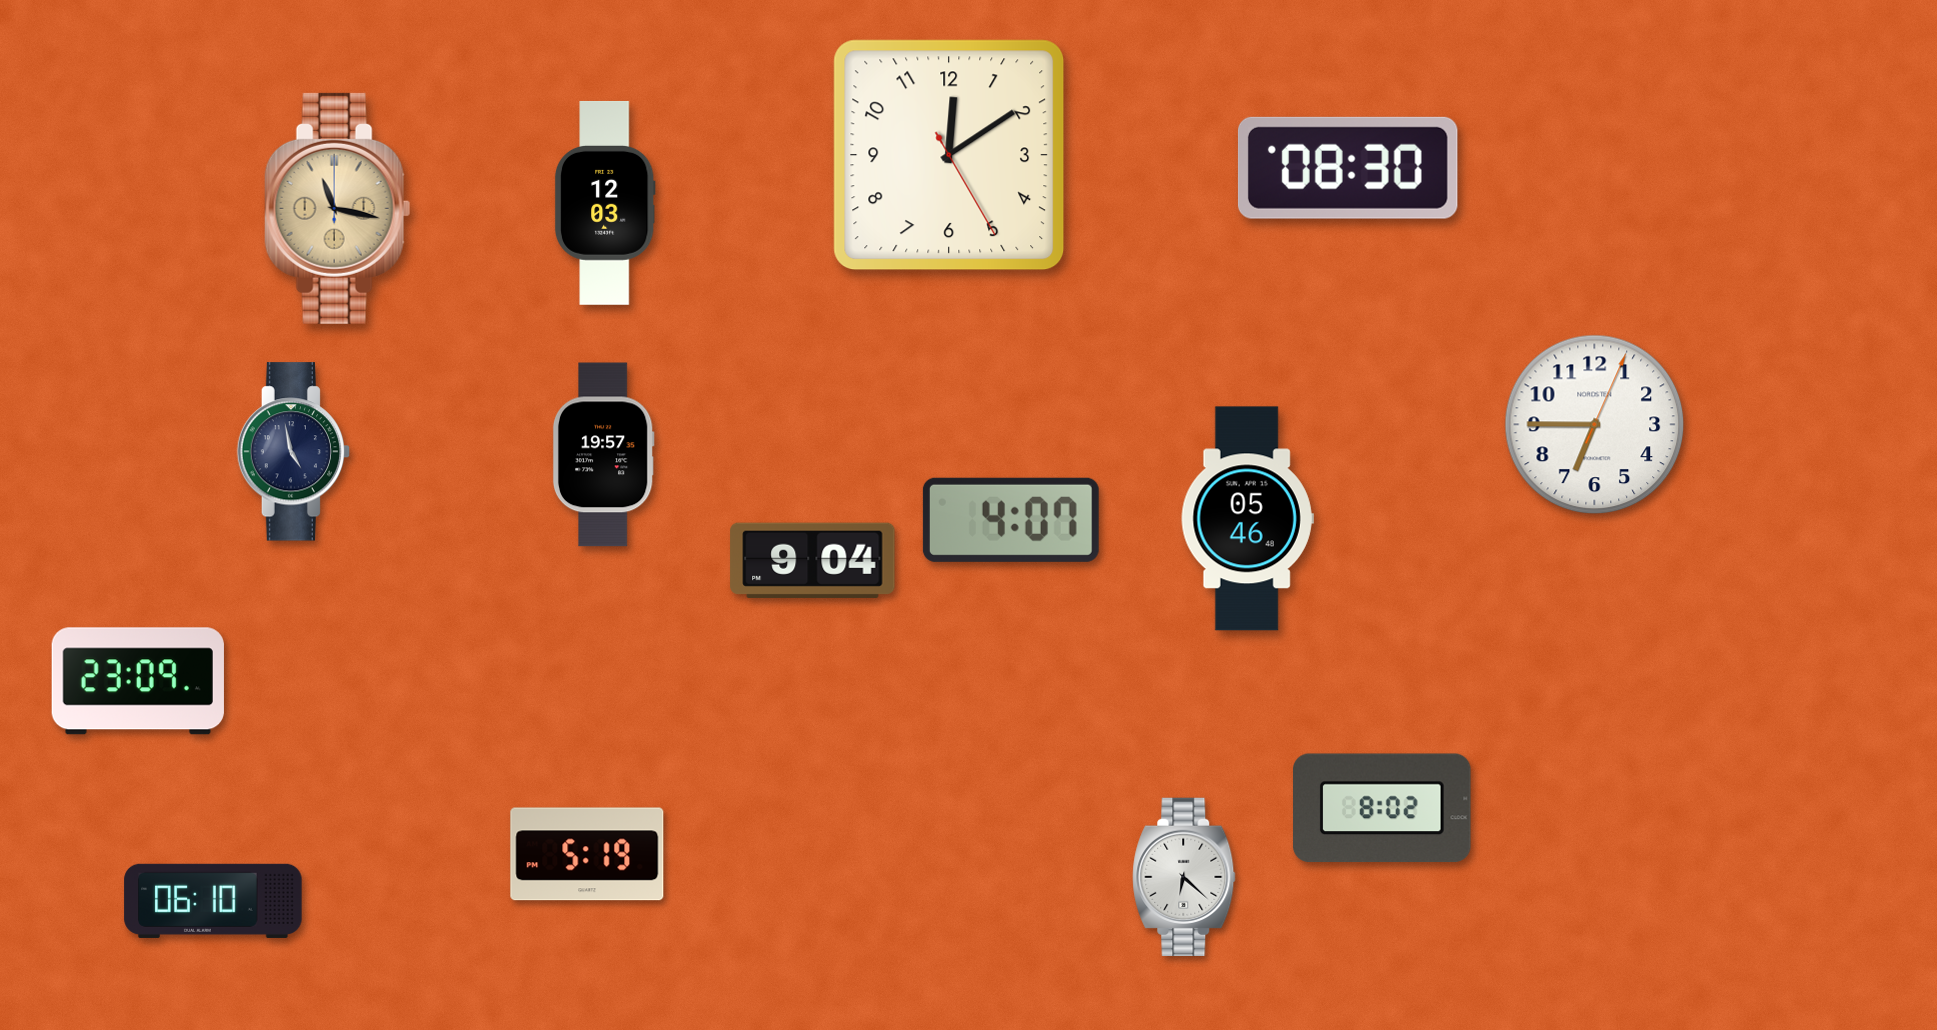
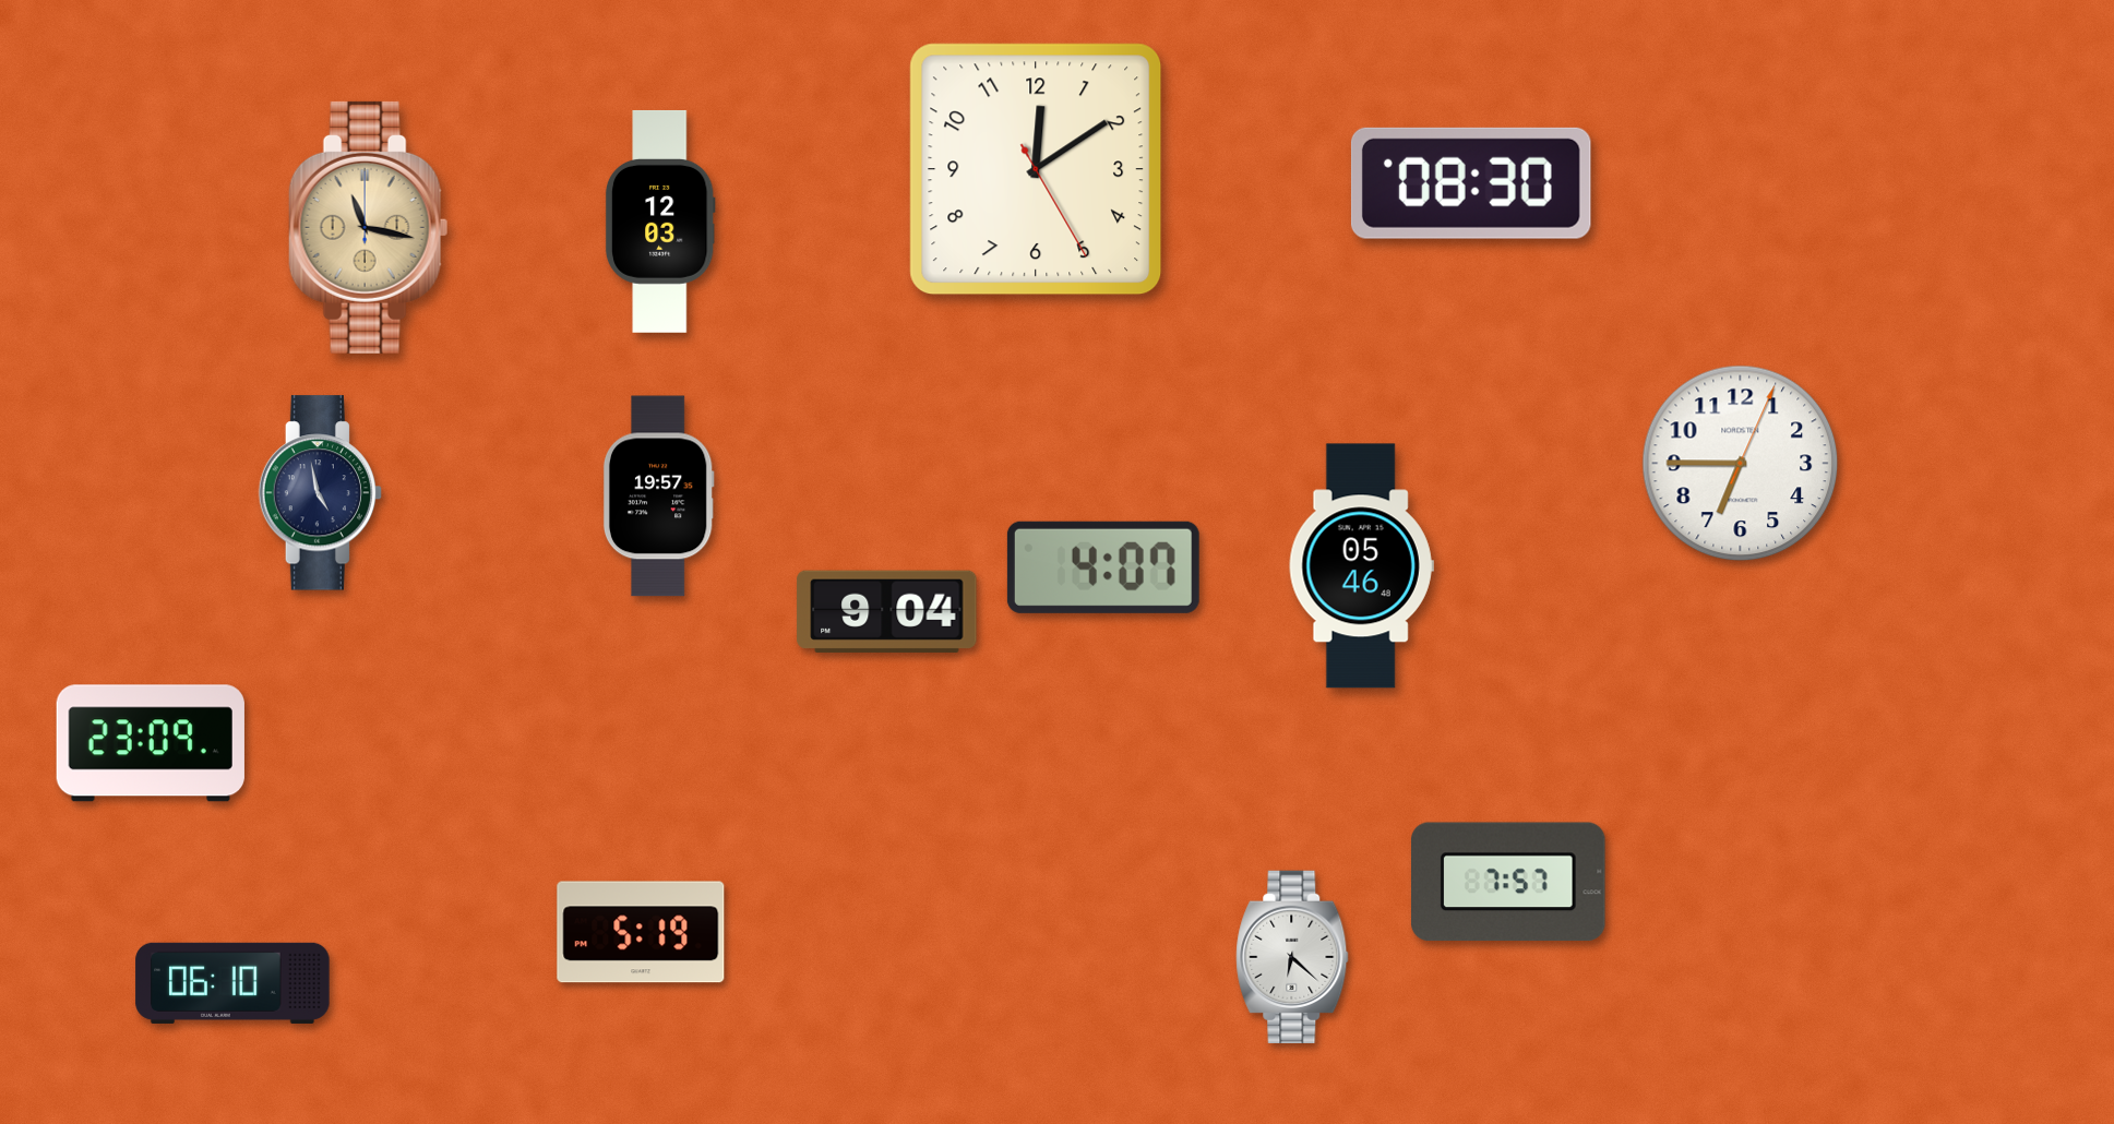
clock at (1383, 808): 8:02 -> 7:57
